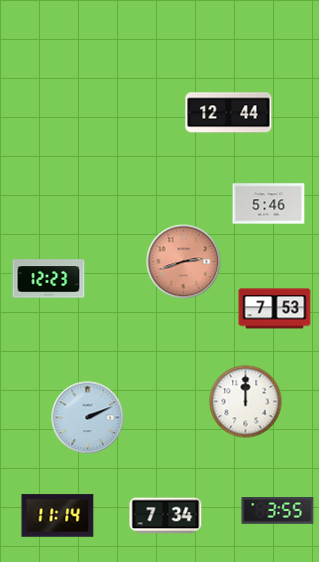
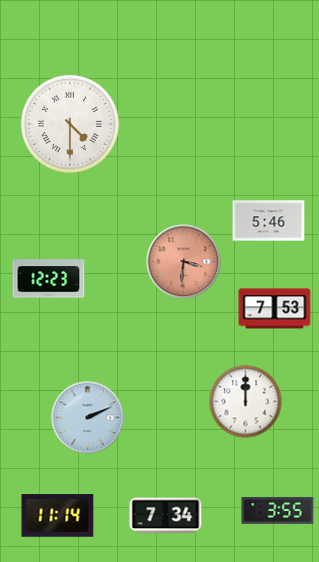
clock at (229, 113): 12:44 -> none
clock at (70, 124): none -> 4:30
clock at (269, 204) position: (269, 204) -> (269, 221)
clock at (184, 262): 2:42 -> 3:31
